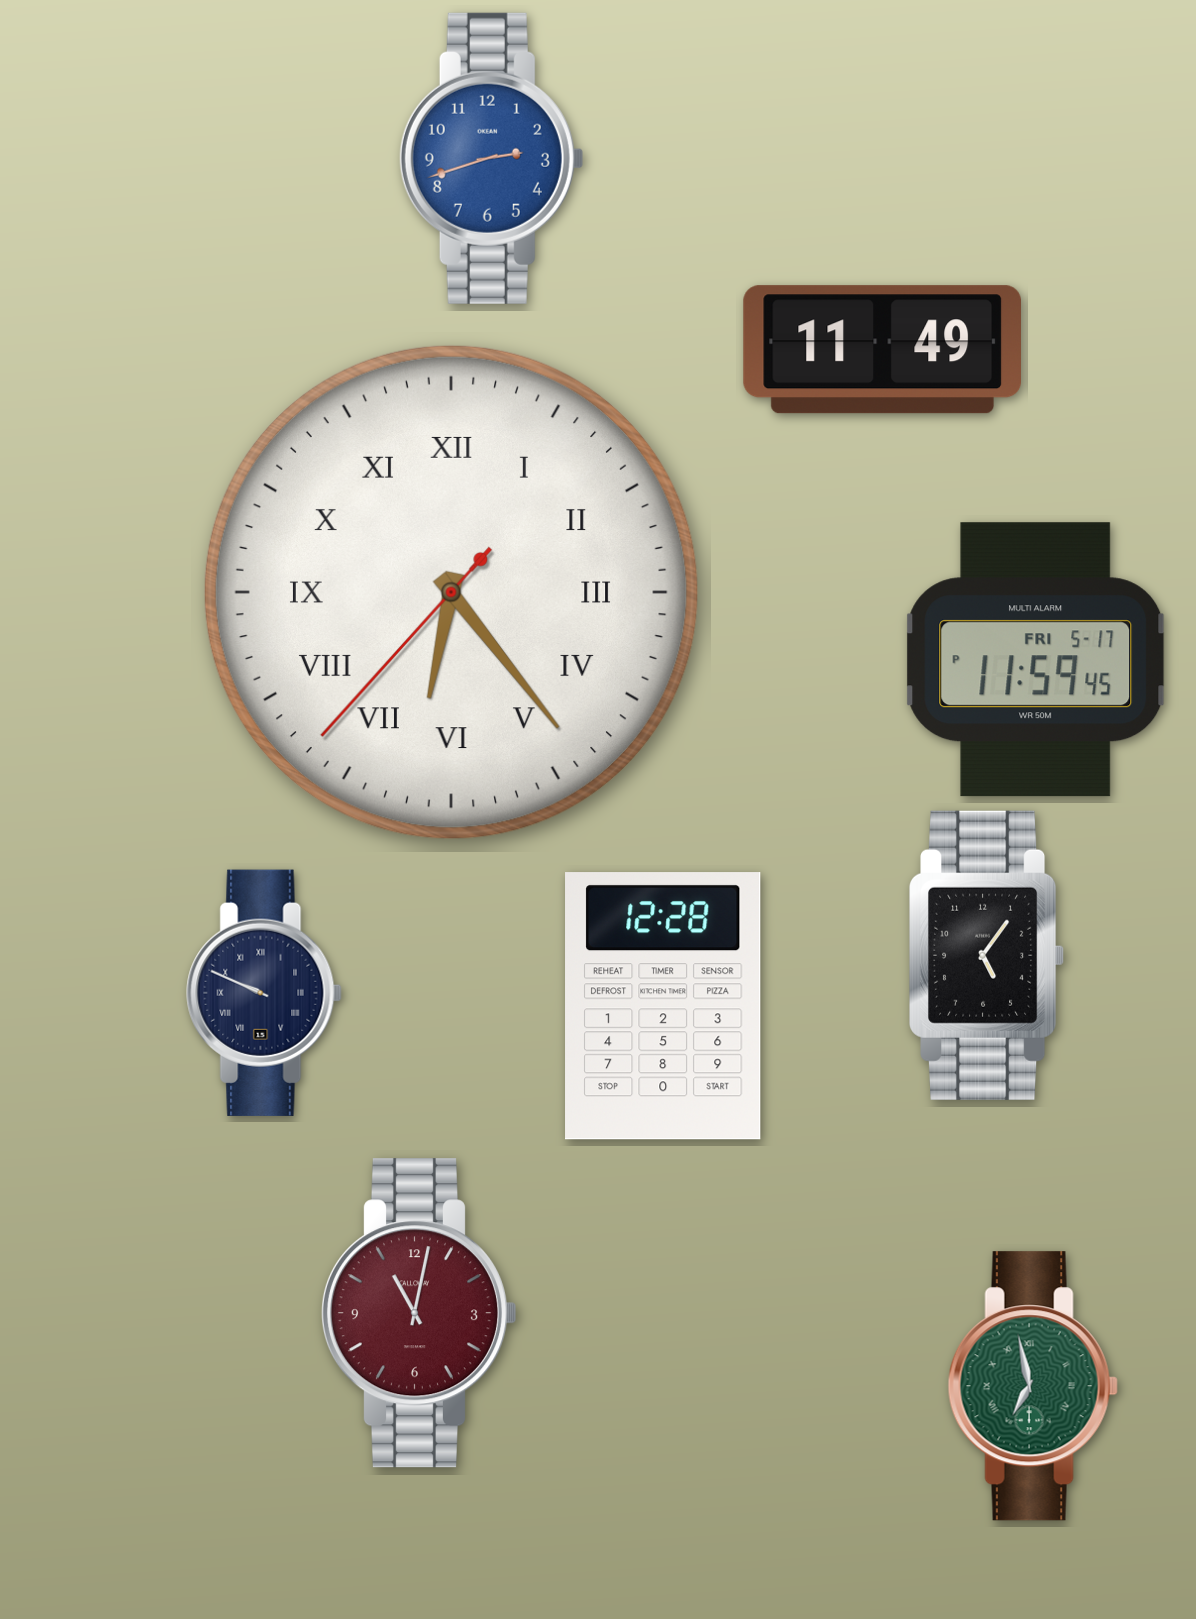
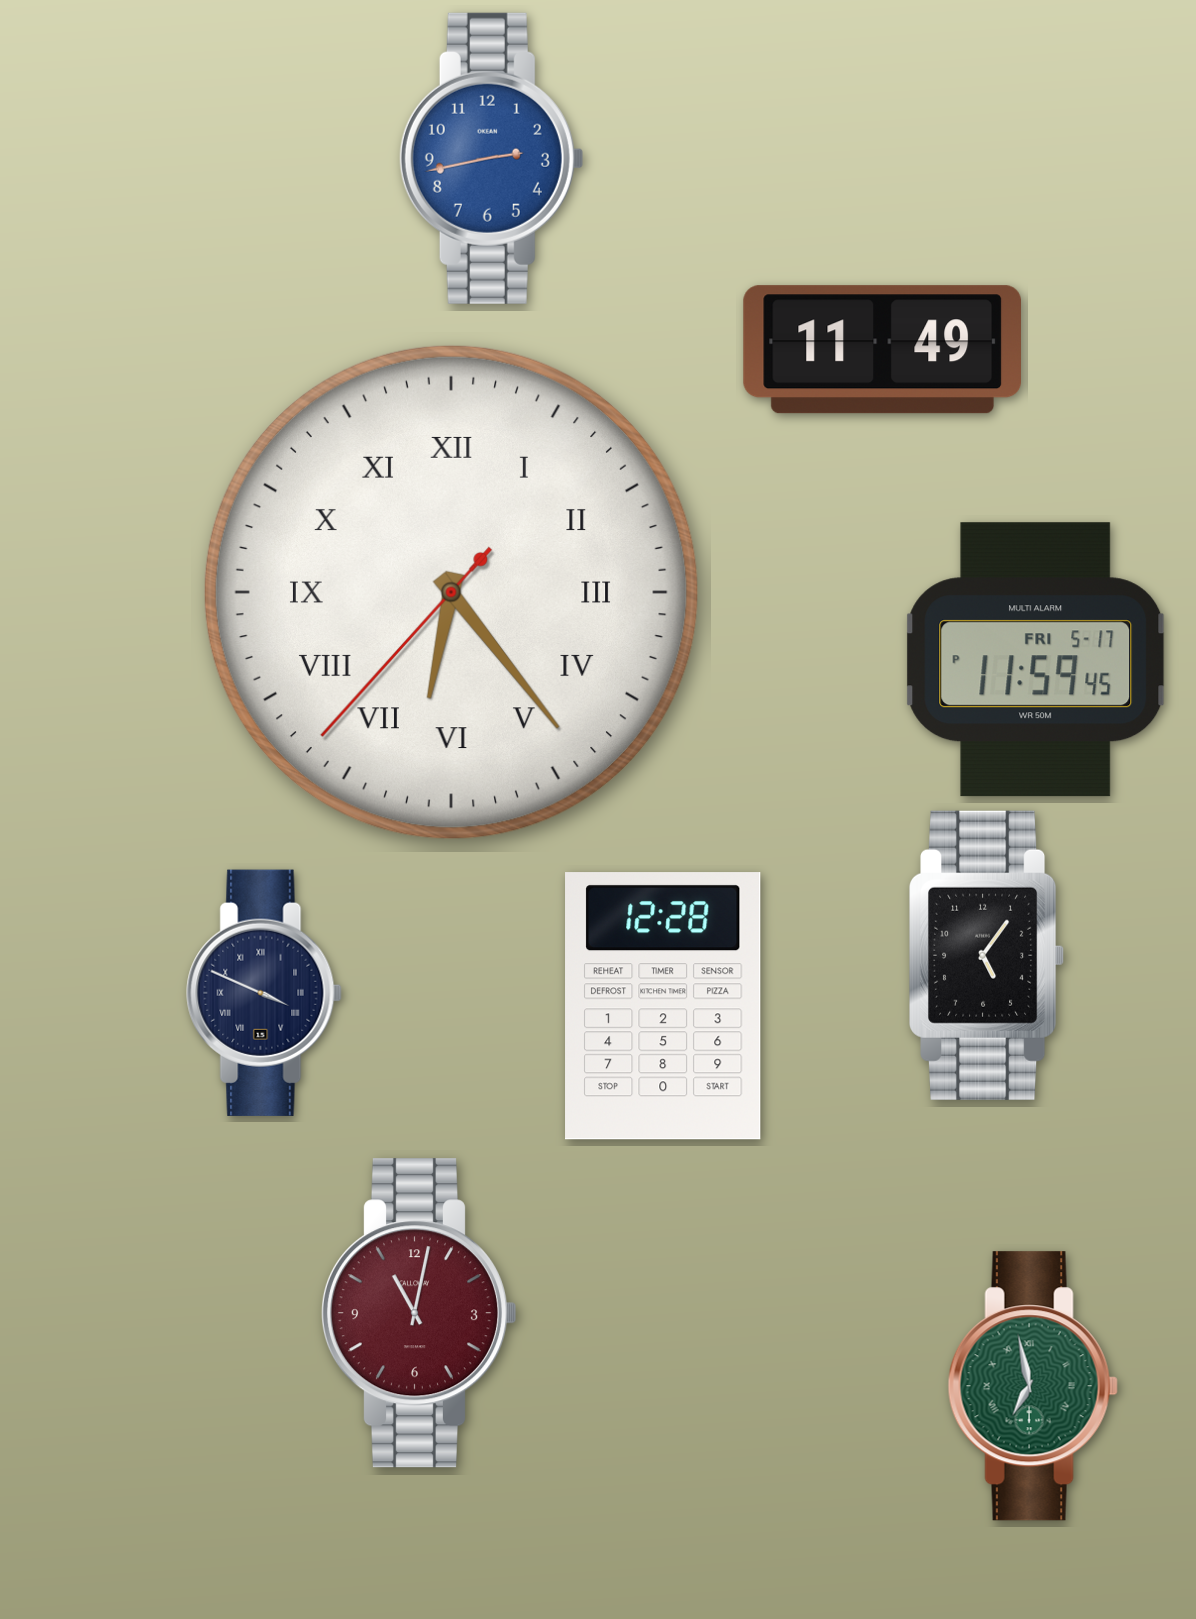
clock at (491, 158): 2:42 -> 2:43
clock at (264, 993): 9:49 -> 3:49
